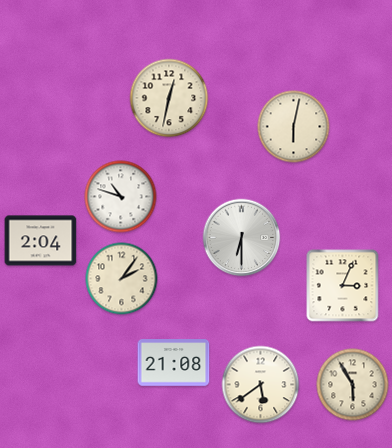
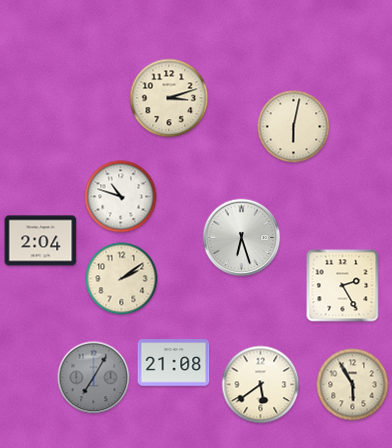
clock at (169, 98): 12:32 -> 3:12
clock at (242, 238): 6:30 -> 6:27
clock at (122, 279): 2:06 -> 2:09
clock at (343, 286): 3:04 -> 2:25
clock at (94, 378): none -> 7:05
